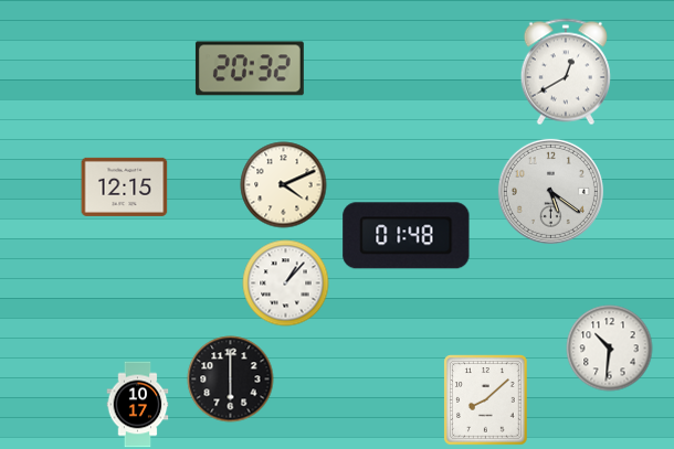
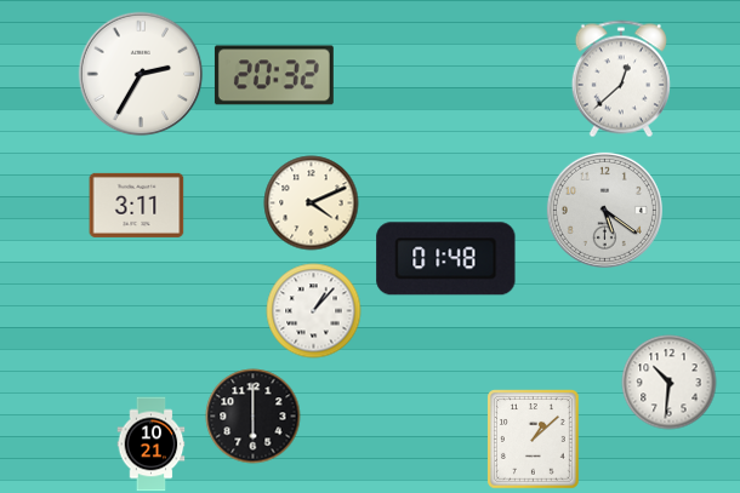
clock at (141, 74): none -> 2:35
clock at (566, 72): 12:40 -> 12:38
clock at (124, 186): 12:15 -> 3:11
clock at (486, 399): 8:08 -> 1:08
clock at (138, 404): 10:17 -> 10:21
